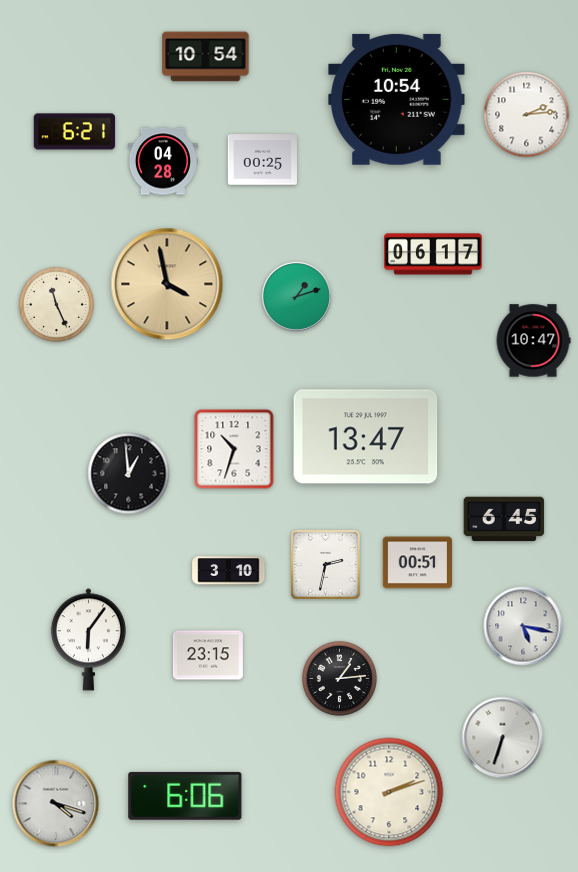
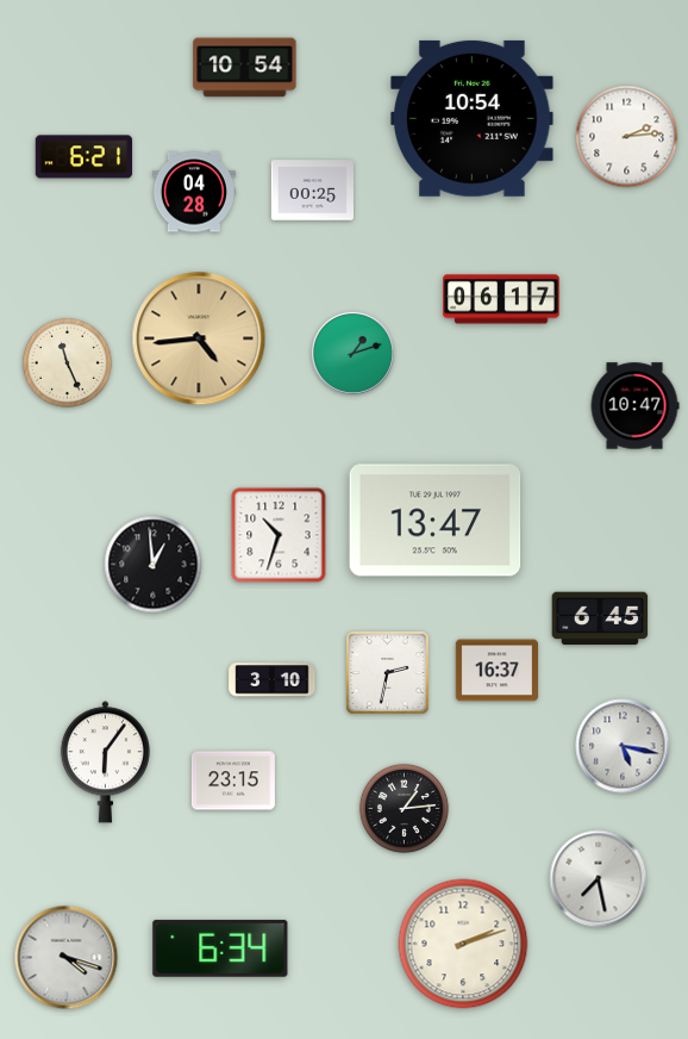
clock at (75, 132) position: (75, 132) -> (85, 157)
clock at (433, 254) position: (433, 254) -> (501, 299)
clock at (167, 284): 3:58 -> 4:44
clock at (417, 563): 00:51 -> 16:37
clock at (208, 655) position: (208, 655) -> (233, 780)
clock at (503, 738): 6:33 -> 7:28
clock at (185, 796): 6:06 -> 6:34
